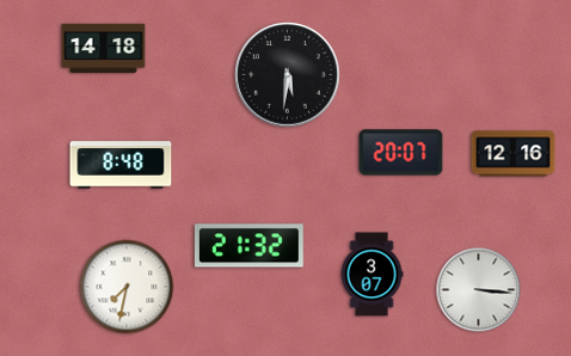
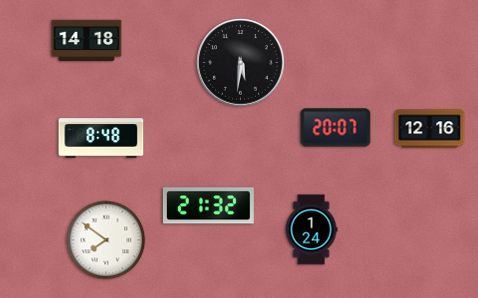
clock at (372, 275): 3:07 -> 1:24
clock at (127, 287): 7:32 -> 7:51
clock at (479, 290): 3:16 -> none
